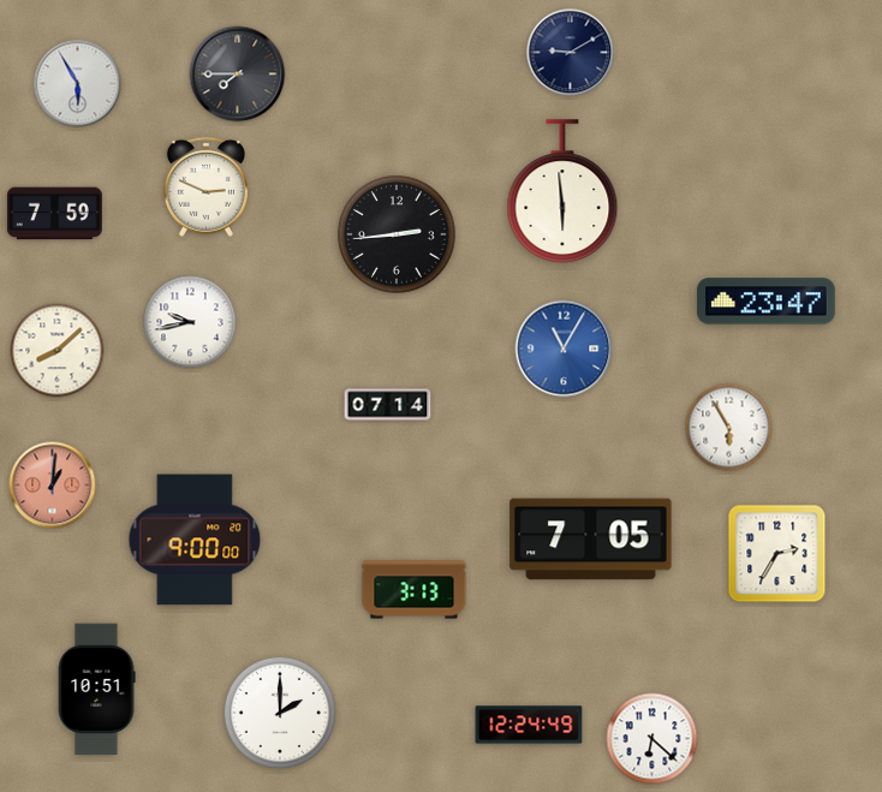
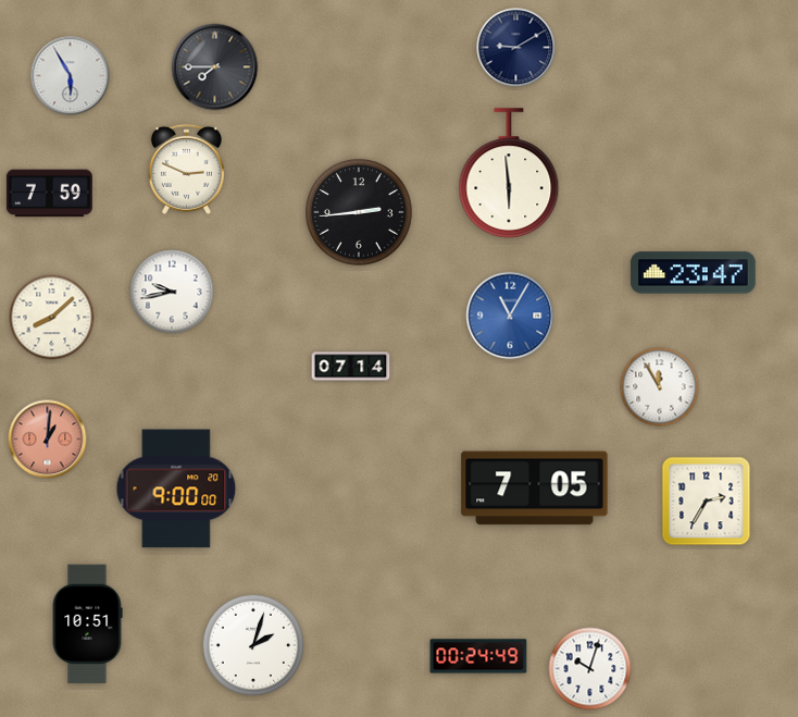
clock at (729, 428): 5:55 -> 11:55
clock at (777, 554) position: (777, 554) -> (707, 502)
clock at (415, 590): 3:13 -> none
clock at (280, 713): 2:00 -> 2:03
clock at (529, 725): 12:24 -> 00:24
clock at (652, 739): 6:22 -> 10:03
